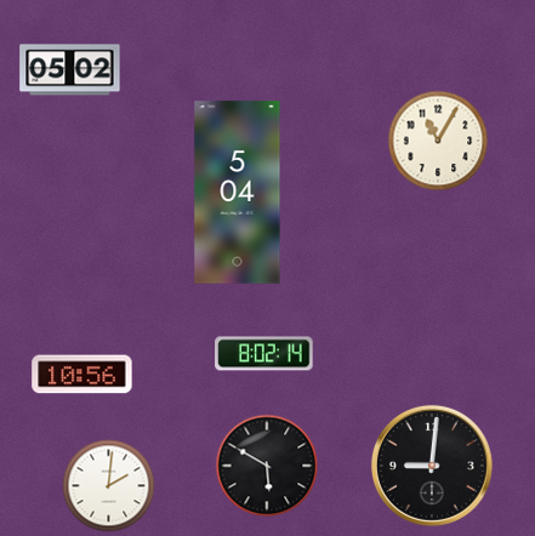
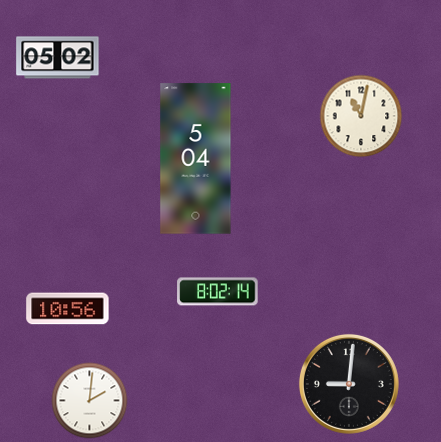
clock at (438, 141): 11:05 -> 11:02
clock at (267, 466): 5:50 -> none
clock at (432, 466) position: (432, 466) -> (349, 384)
